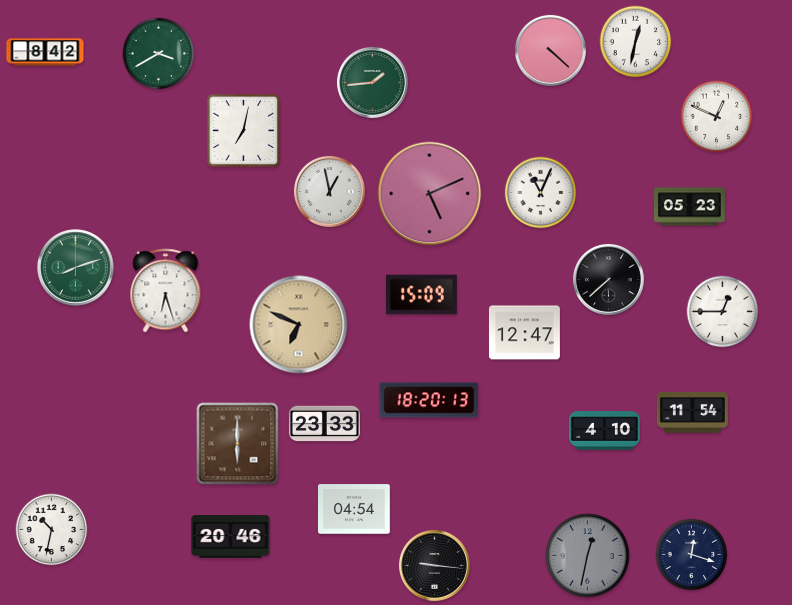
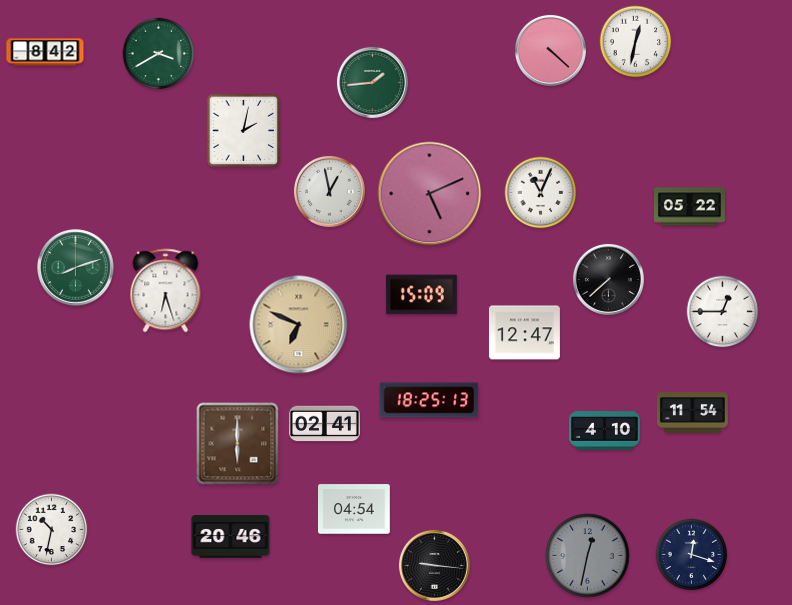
clock at (717, 117): 12:49 -> none
clock at (244, 131): 7:02 -> 2:02
clock at (689, 207): 05:23 -> 05:22
clock at (429, 400): 18:20 -> 18:25
clock at (324, 424): 23:33 -> 02:41
